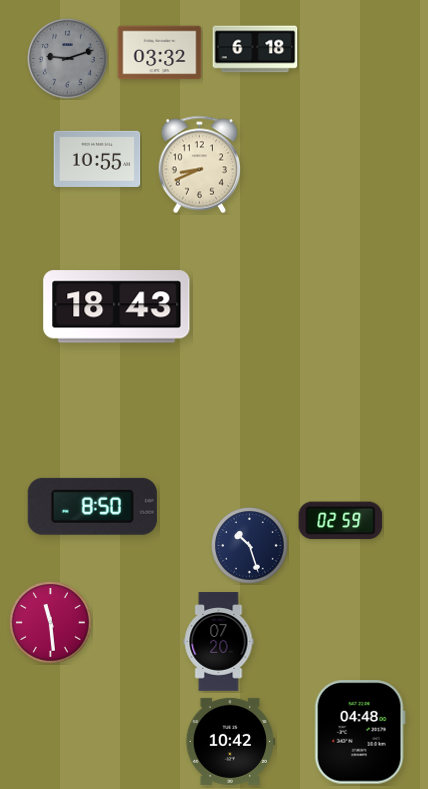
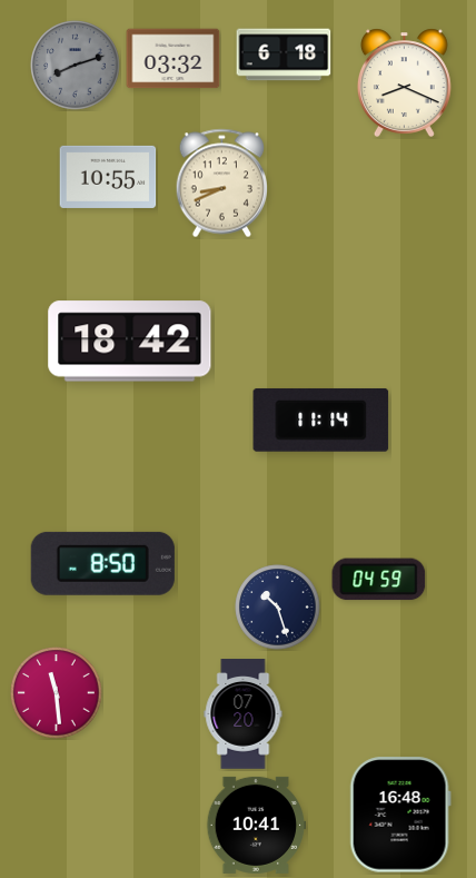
clock at (160, 53) position: (160, 53) -> (173, 59)
clock at (68, 59): 9:12 -> 8:12
clock at (404, 82): none -> 8:19
clock at (117, 307): 18:43 -> 18:42
clock at (321, 420): none -> 11:14
clock at (341, 521): 02:59 -> 04:59
clock at (360, 732): 04:48 -> 16:48
clock at (231, 741): 10:42 -> 10:41
